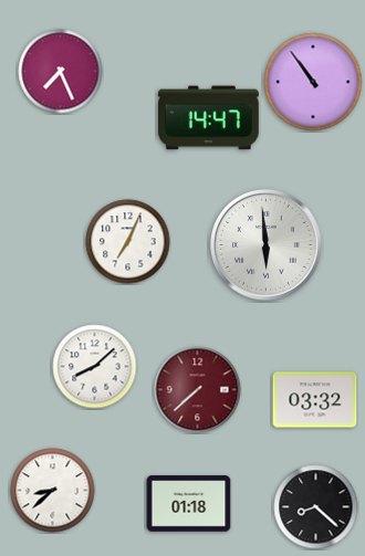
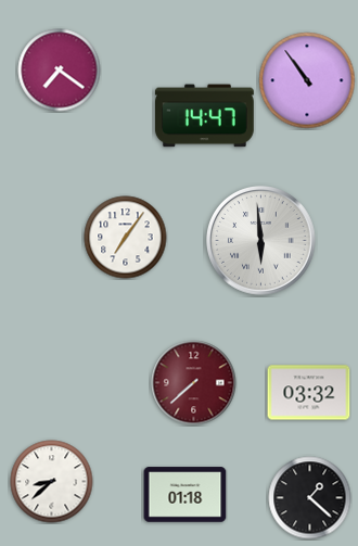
clock at (61, 72): 7:26 -> 7:21
clock at (128, 242): 7:04 -> 7:06
clock at (95, 367): 8:08 -> none
clock at (316, 507): 8:22 -> 1:22
